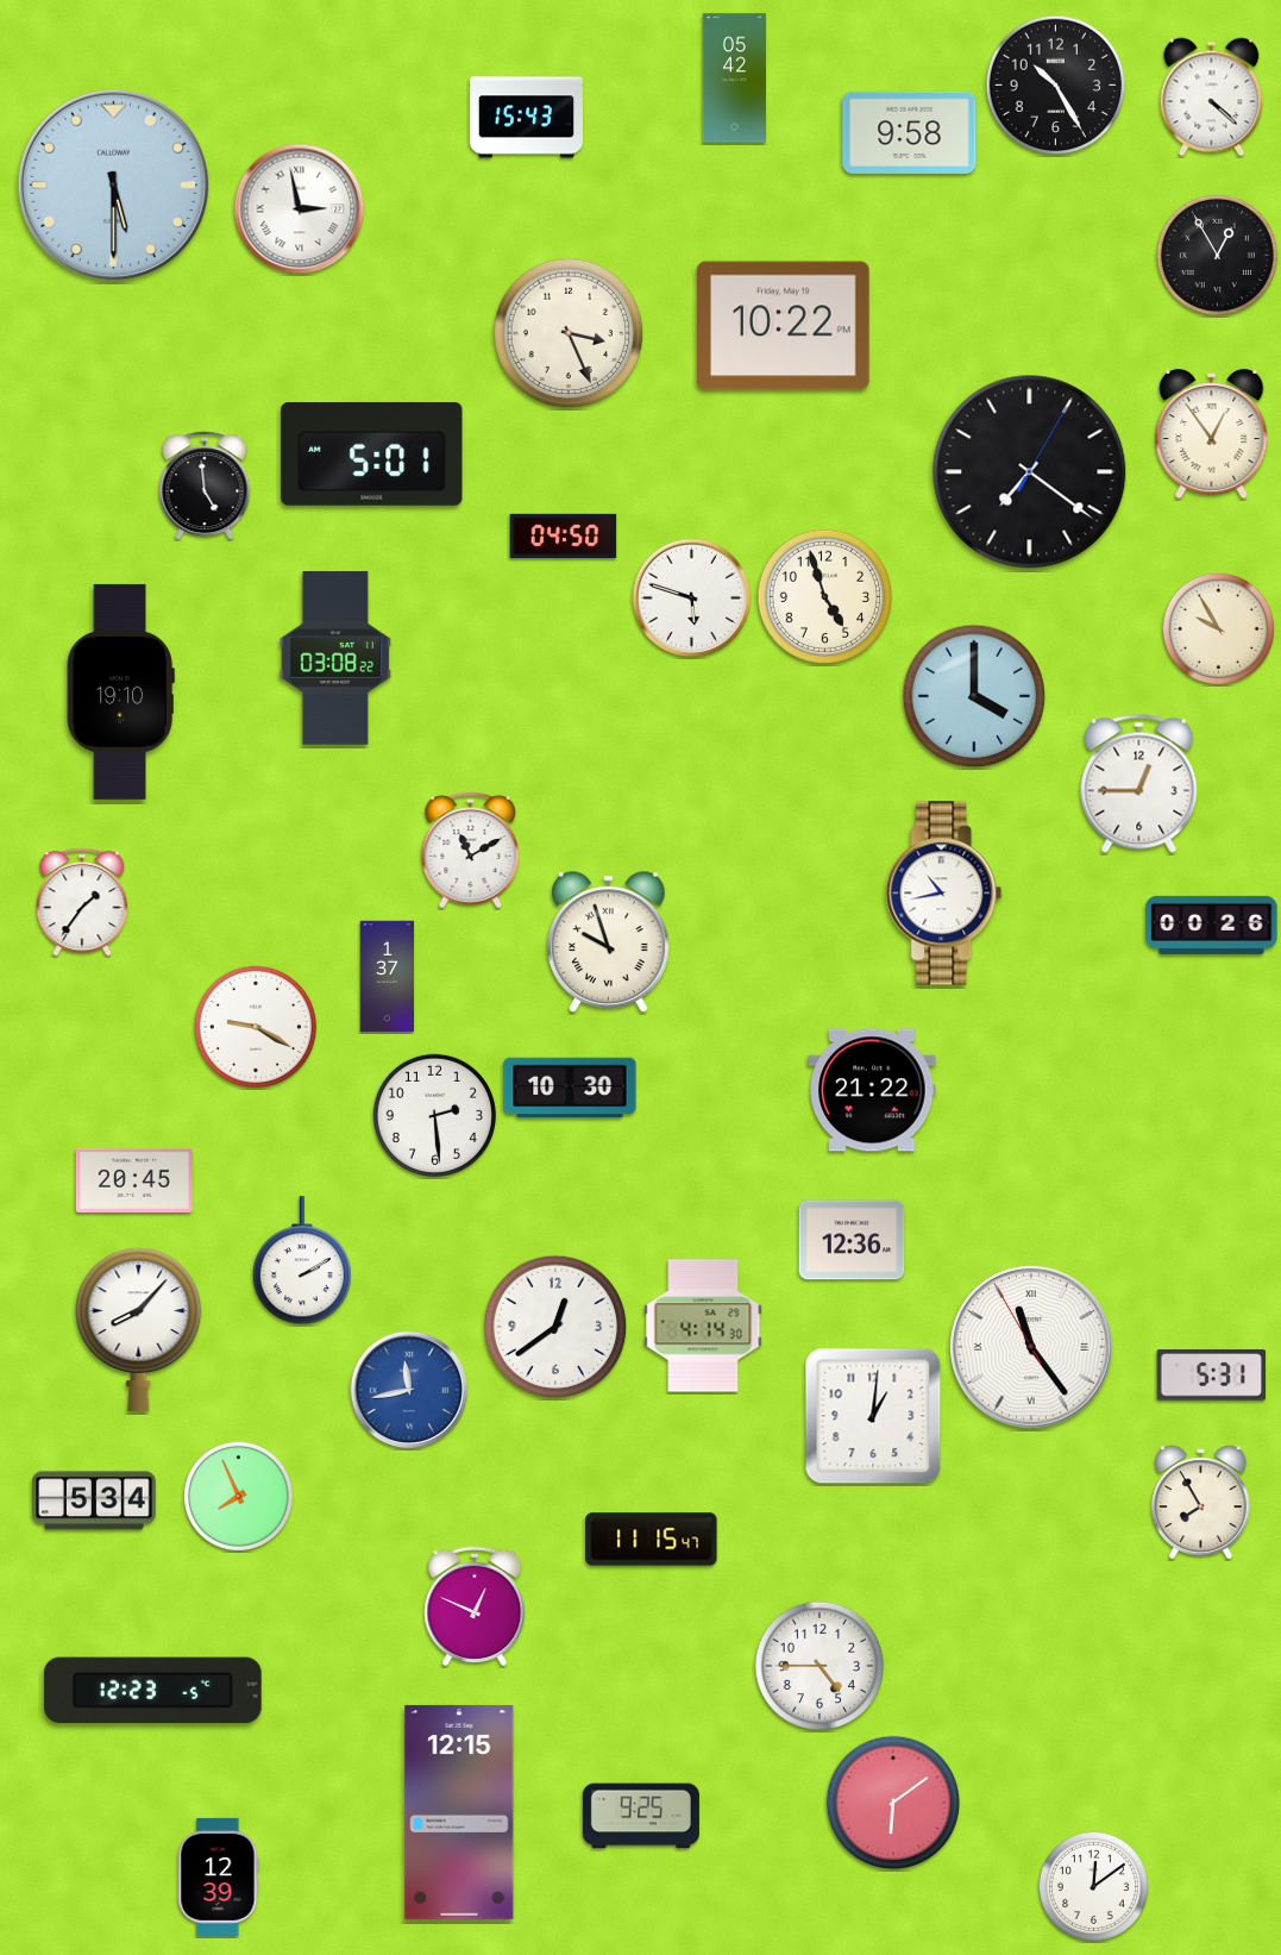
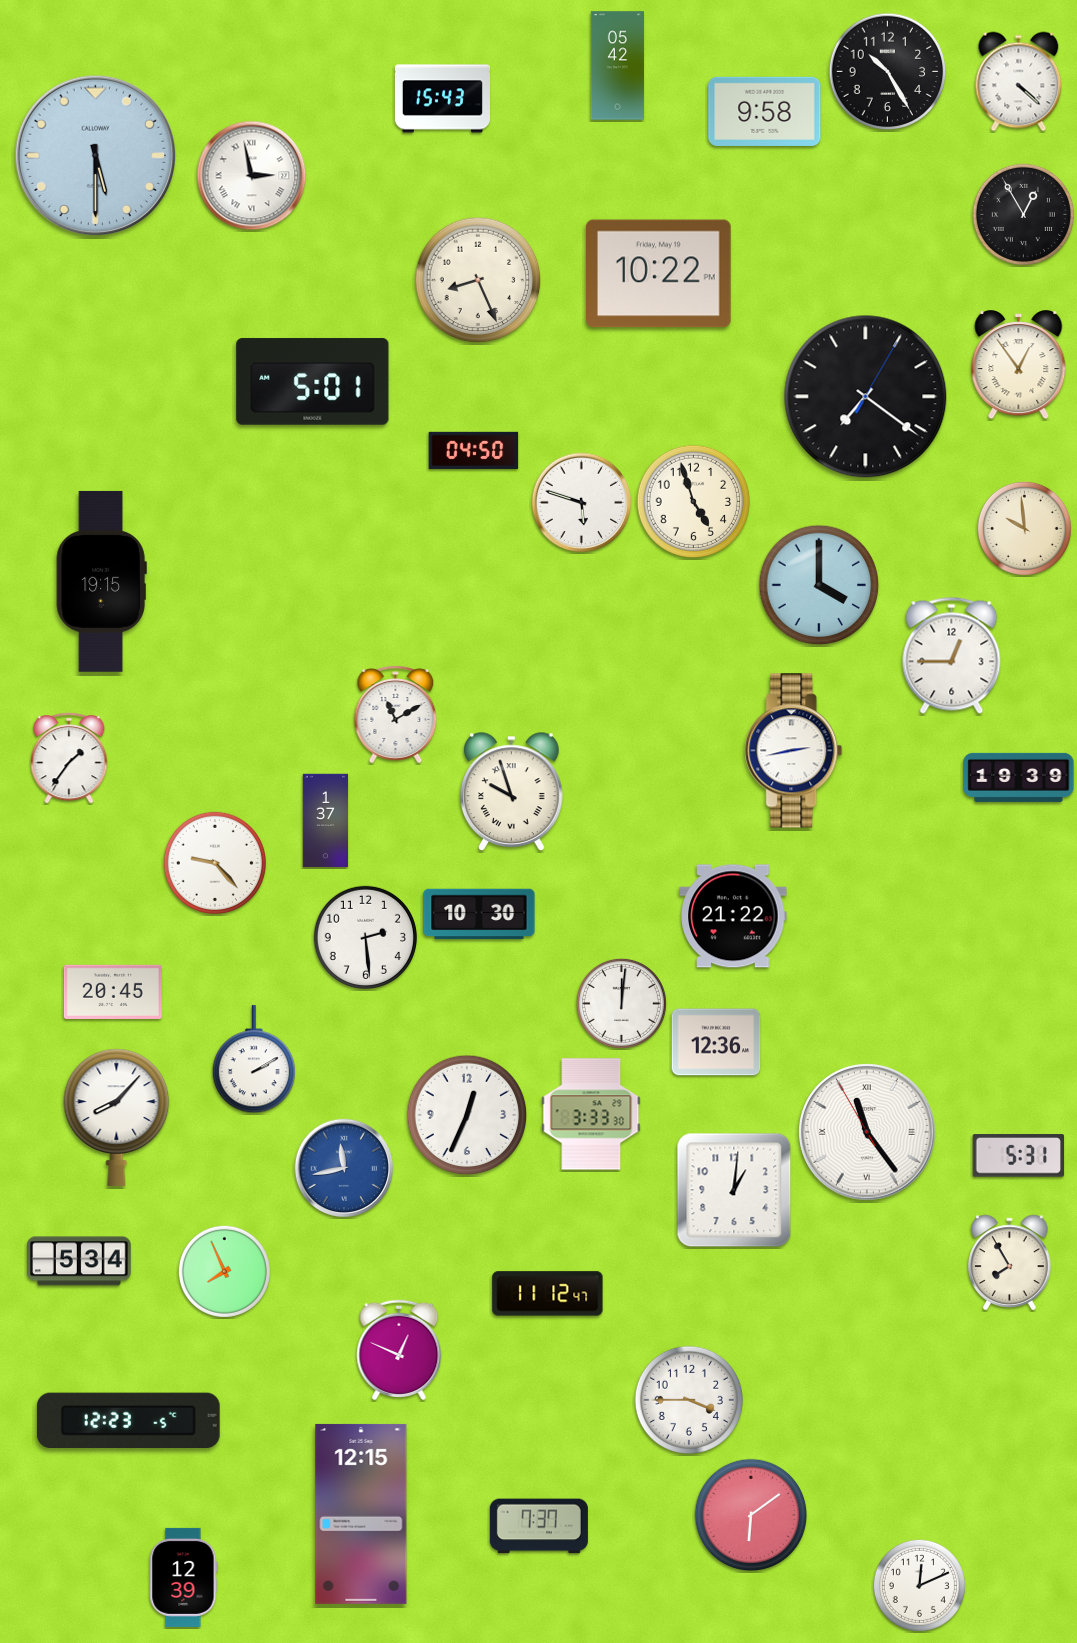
clock at (569, 333): 3:26 -> 8:26
clock at (205, 485): 4:59 -> none
clock at (1218, 628): 9:55 -> 9:59
clock at (335, 658): 03:08 -> none
clock at (120, 691): 19:10 -> 19:15
clock at (1139, 783) position: (1139, 783) -> (952, 655)
clock at (944, 894): 10:43 -> 2:43
clock at (1212, 925): 00:26 -> 19:39
clock at (256, 1027): 9:20 -> 9:23
clock at (621, 1003): none -> 12:01
clock at (703, 1326): 4:14 -> 3:33
clock at (555, 1327): 12:39 -> 12:34
clock at (238, 1496) position: (238, 1496) -> (224, 1271)
clock at (652, 1540): 11:15 -> 11:12
clock at (818, 1665): 4:45 -> 3:45
clock at (459, 1812) position: (459, 1812) -> (361, 1514)
clock at (641, 1816): 9:25 -> 7:37
clock at (1093, 1886): 12:09 -> 12:11
